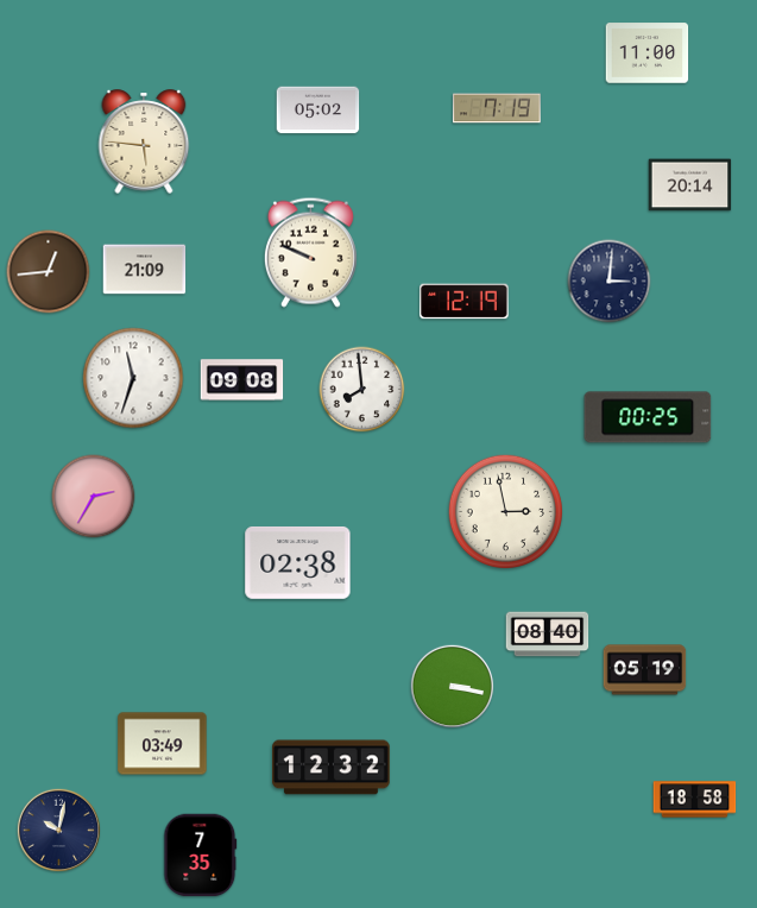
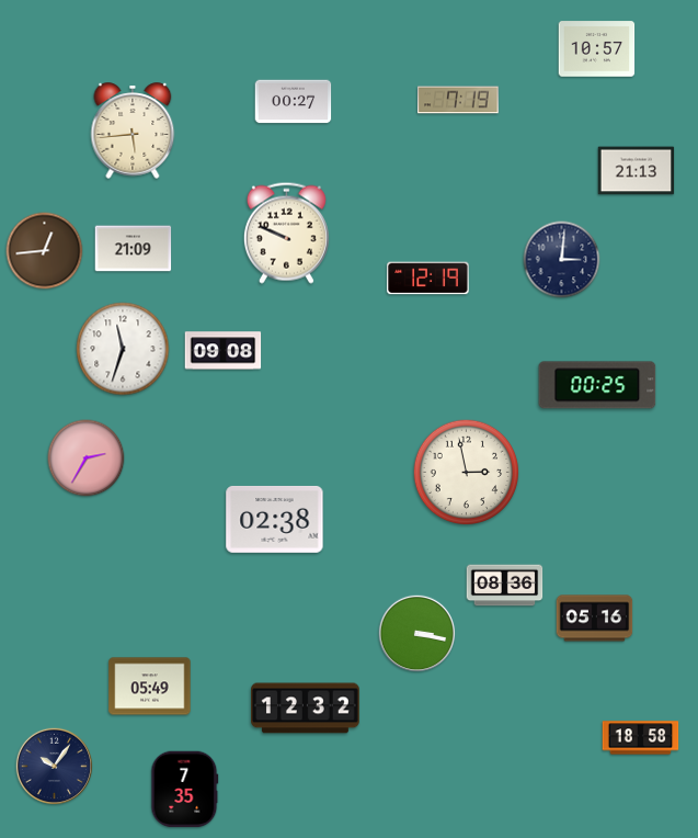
clock at (648, 53): 11:00 -> 10:57
clock at (318, 111): 05:02 -> 00:27
clock at (144, 141): 5:46 -> 5:44
clock at (690, 185): 20:14 -> 21:13
clock at (362, 390): 7:59 -> none
clock at (548, 635): 08:40 -> 08:36
clock at (645, 670): 05:19 -> 05:16
clock at (163, 744): 03:49 -> 05:49
clock at (59, 831): 10:02 -> 10:06
